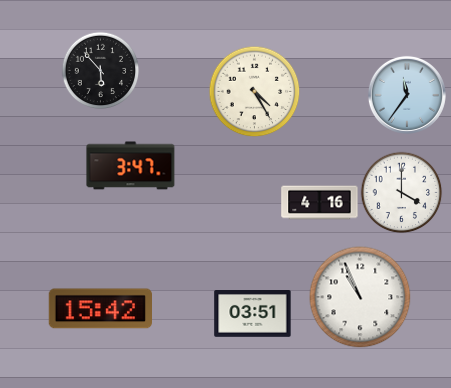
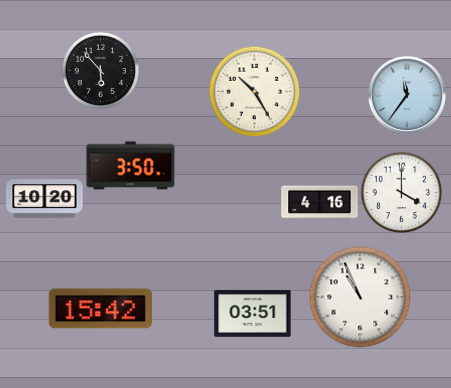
clock at (254, 91): 4:25 -> 10:25
clock at (131, 166): 3:47 -> 3:50
clock at (45, 199): none -> 10:20
